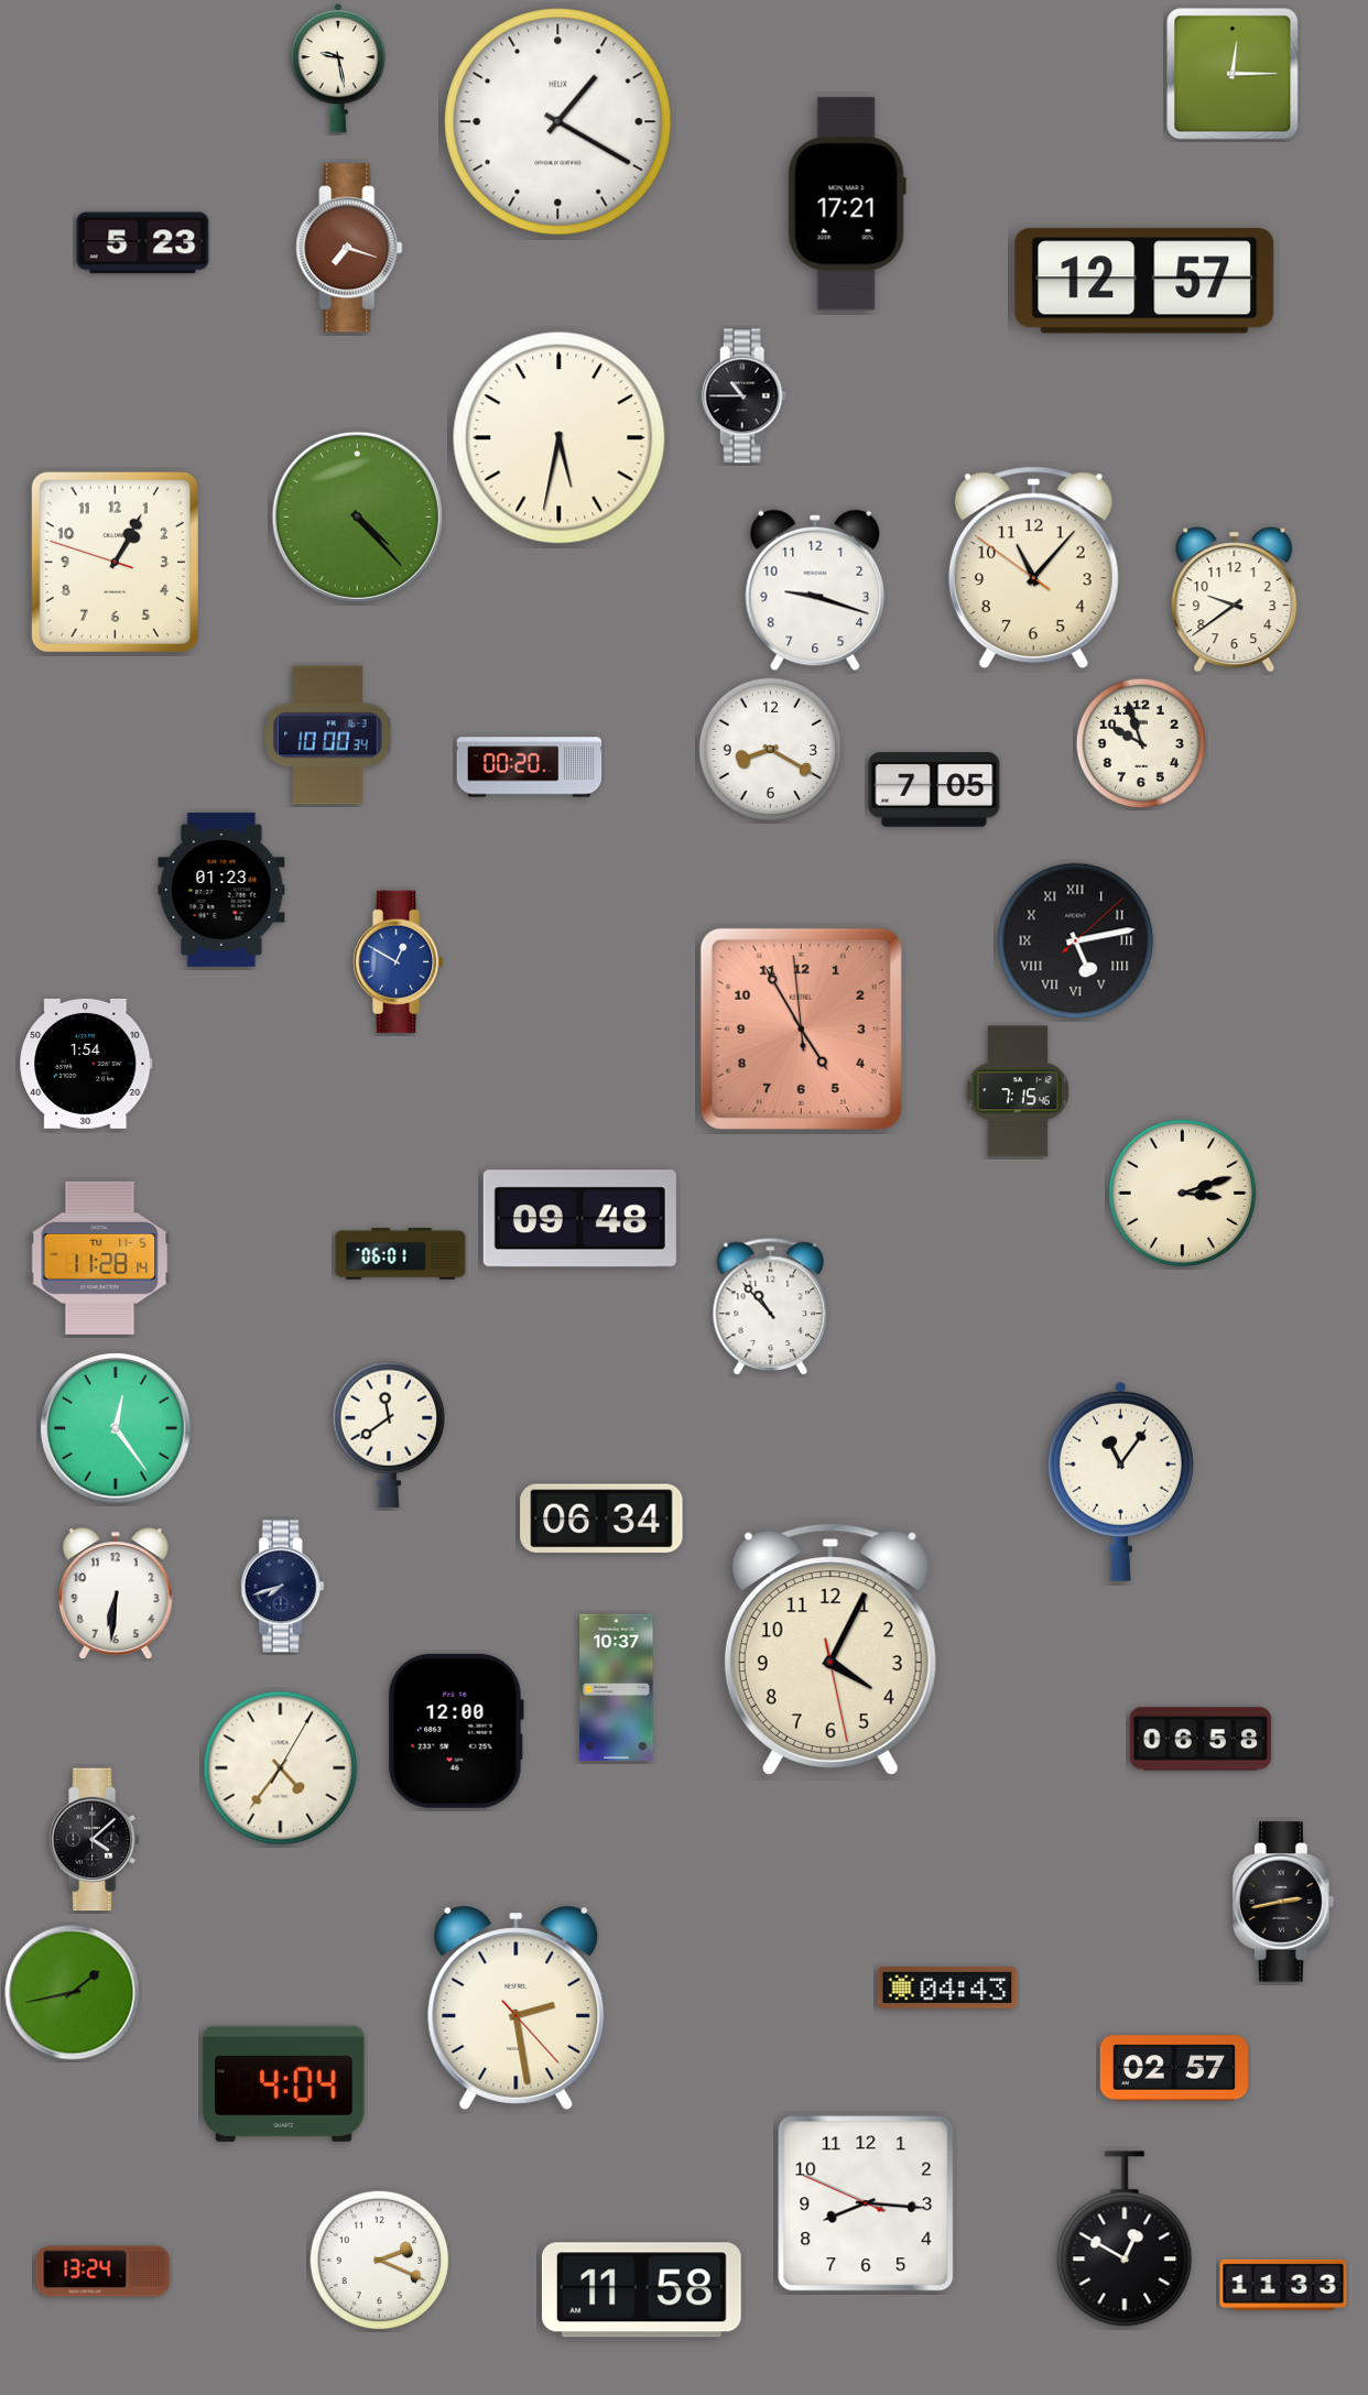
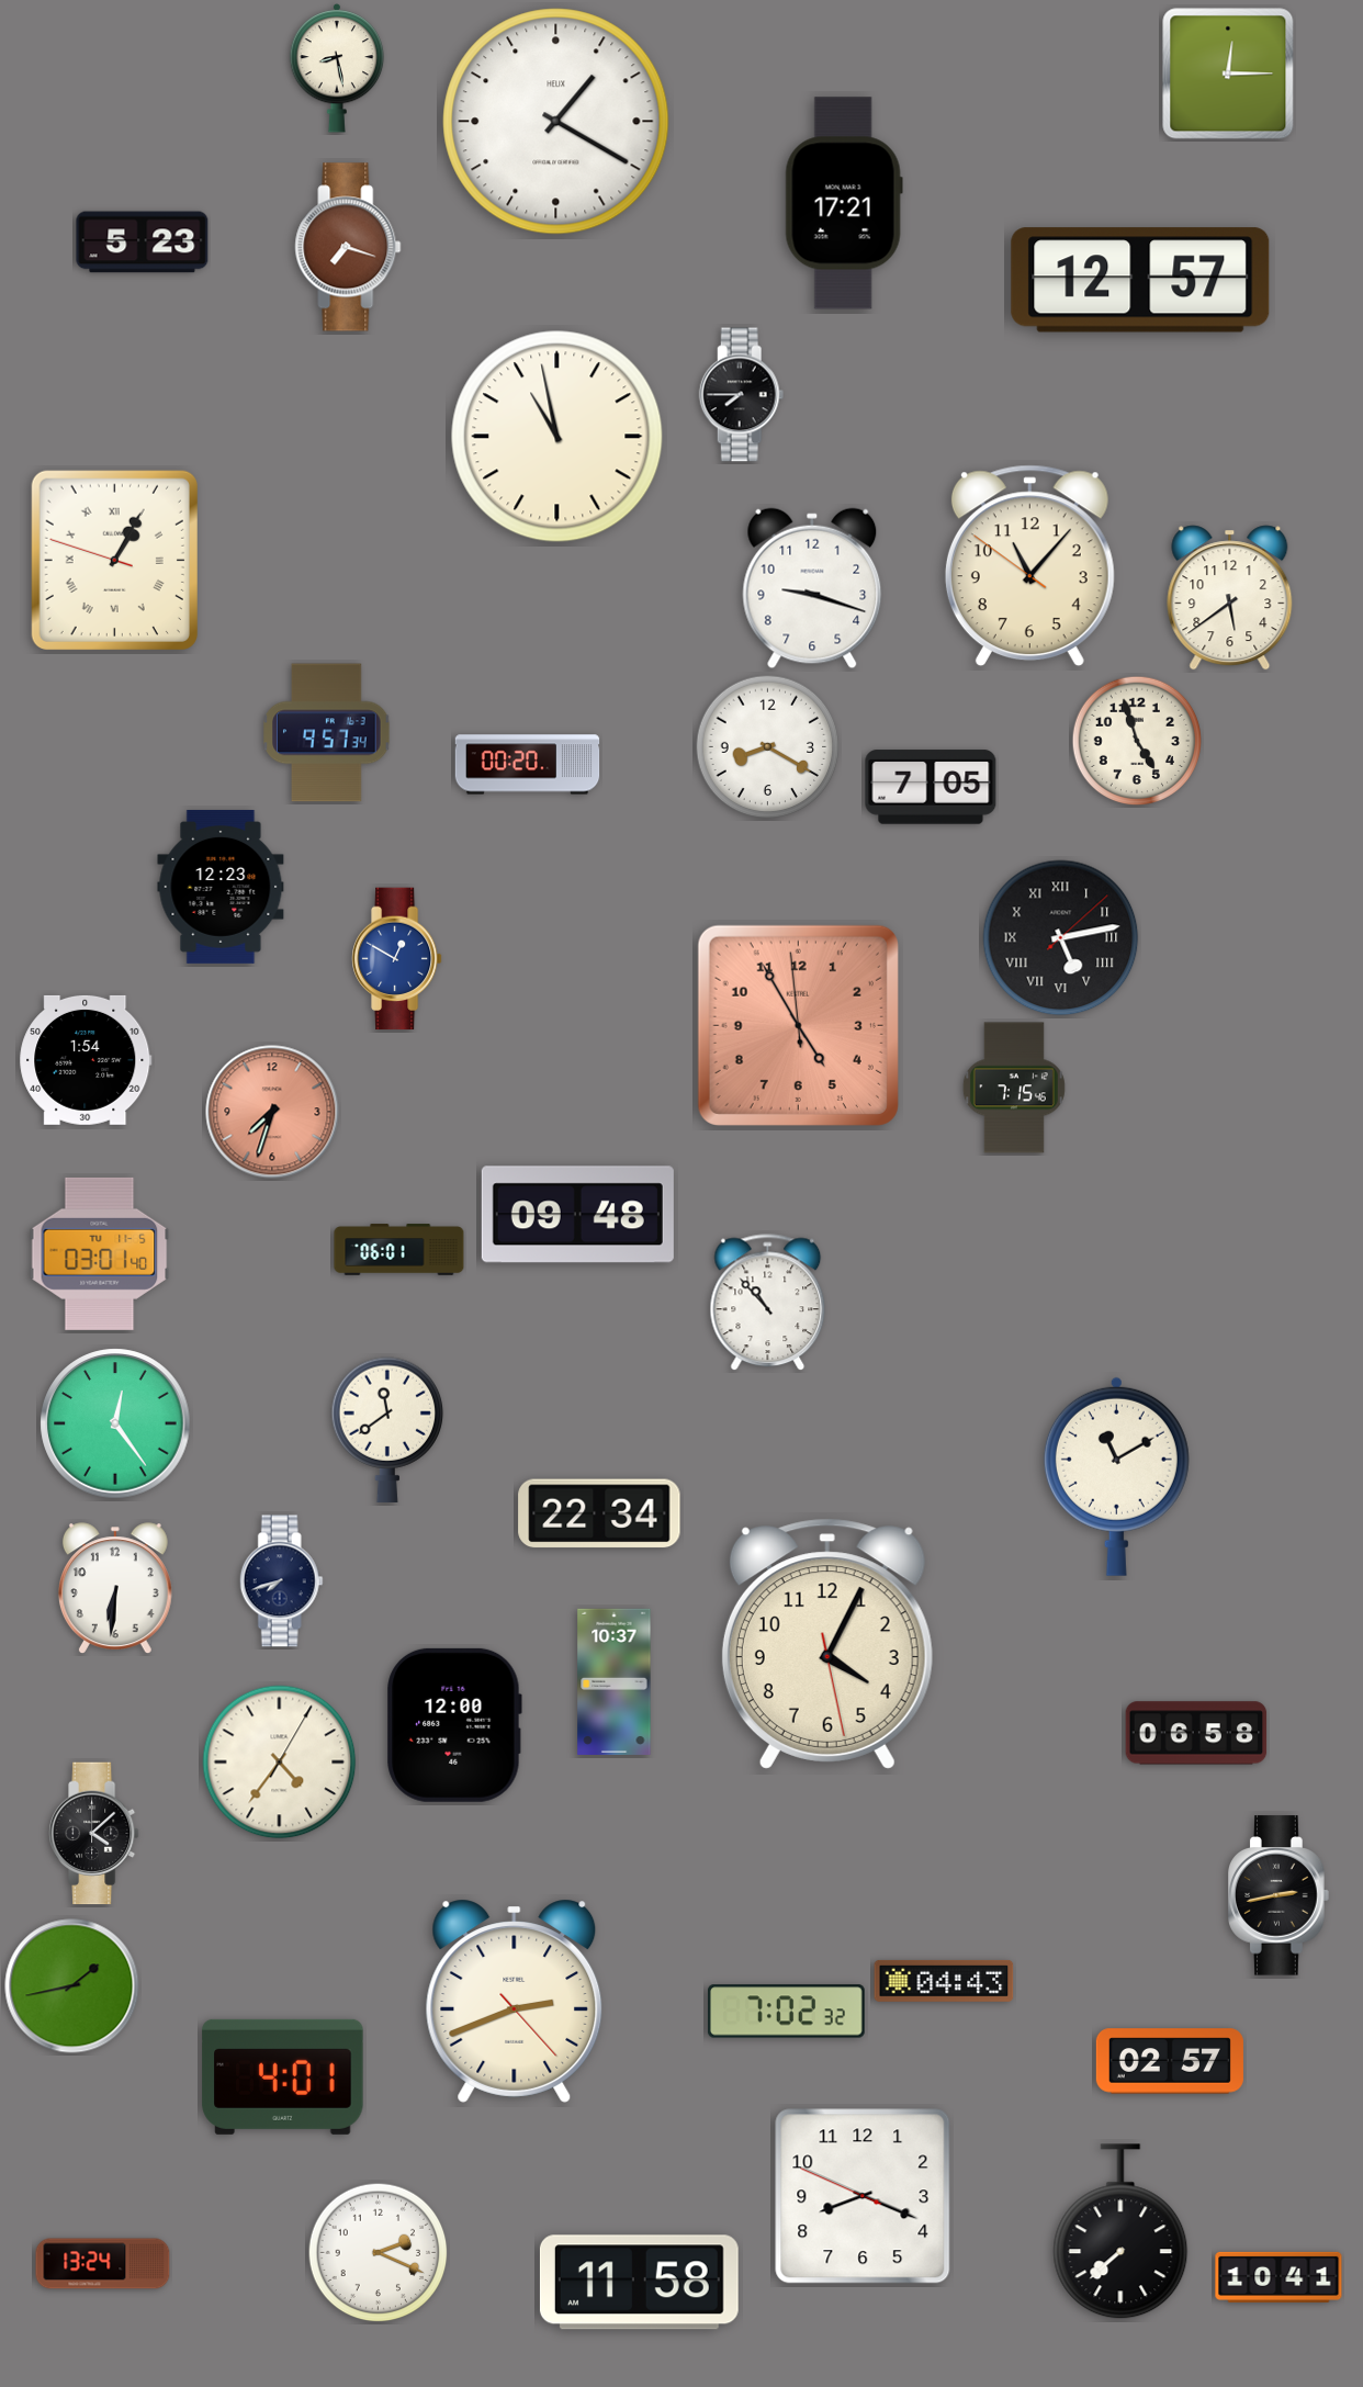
clock at (338, 69): 9:28 -> 8:28
clock at (745, 396): 10:45 -> 7:45
clock at (560, 438): 5:32 -> 10:58
clock at (357, 516): 4:23 -> none
clock at (115, 562) numerals: Arabic -> Roman
clock at (1235, 600): 9:39 -> 5:39
clock at (328, 736): 10:00 -> 9:57
clock at (1141, 743): 9:57 -> 4:57
clock at (221, 890): 01:23 -> 12:23
clock at (1076, 941) position: (1076, 941) -> (1061, 938)
clock at (272, 1112): none -> 7:33
clock at (1183, 1194): 3:12 -> none
clock at (100, 1258): 11:28 -> 03:01
clock at (1120, 1481): 11:06 -> 11:10
clock at (601, 1518): 06:34 -> 22:34
clock at (517, 2007): 2:28 -> 2:41
clock at (787, 2012): none -> 7:02
clock at (284, 2083): 4:04 -> 4:01
clock at (866, 2203): 8:15 -> 8:18
clock at (1125, 2240): 12:50 -> 7:38
clock at (1283, 2285): 11:33 -> 10:41
